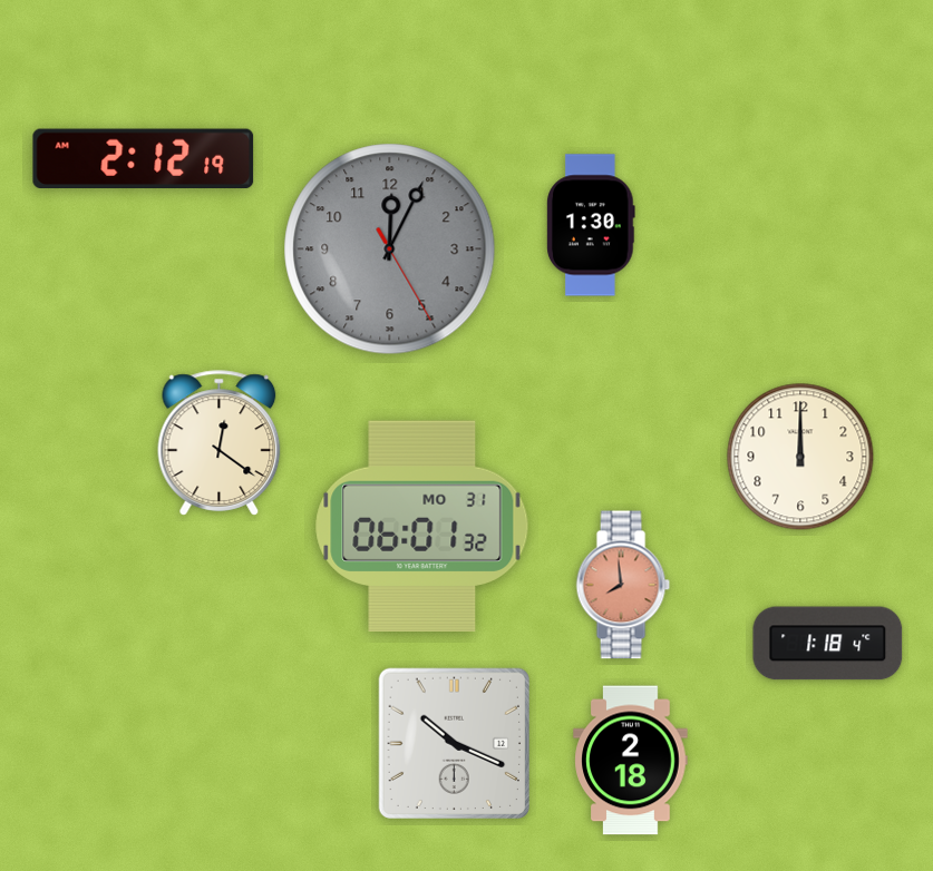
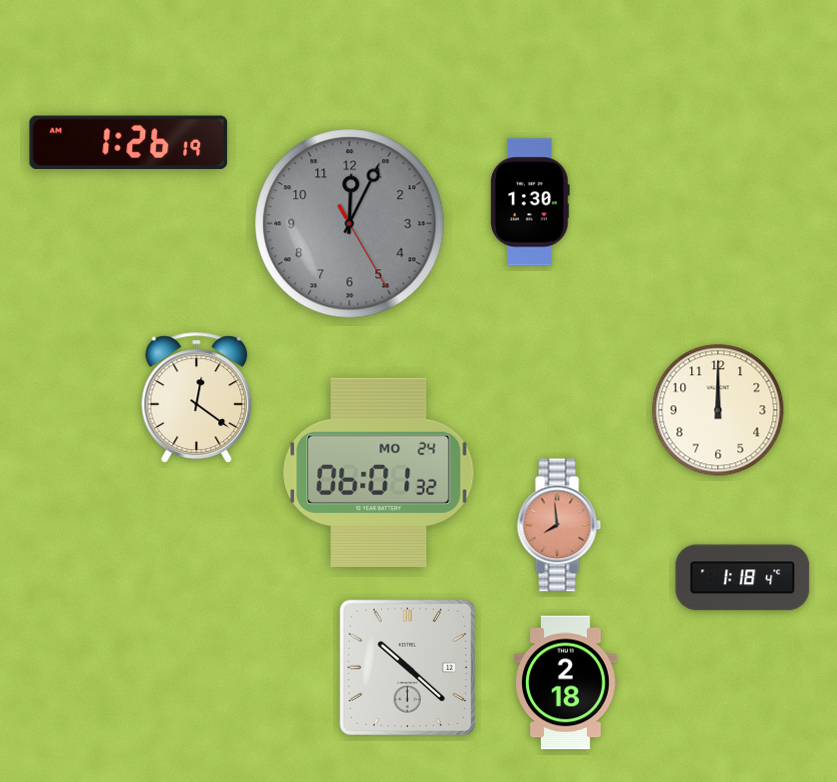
clock at (144, 158): 2:12 -> 1:26
clock at (422, 526) date: MO 31 -> MO 24
clock at (454, 743): 10:19 -> 10:22
